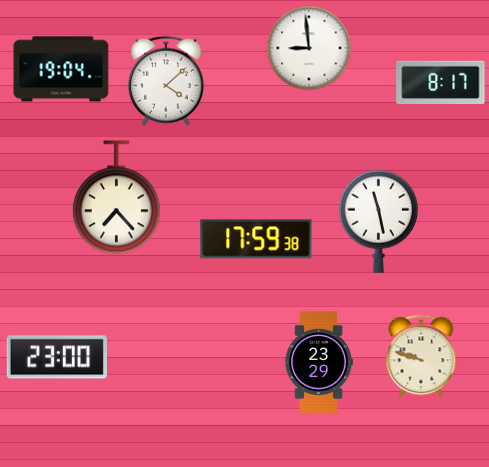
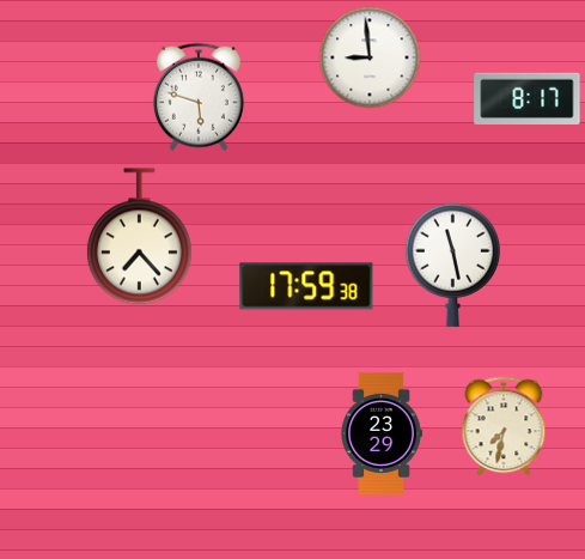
clock at (61, 69): 19:04 -> none
clock at (166, 81): 4:08 -> 5:48
clock at (421, 356): 9:48 -> 7:32
clock at (57, 357): 23:00 -> none
